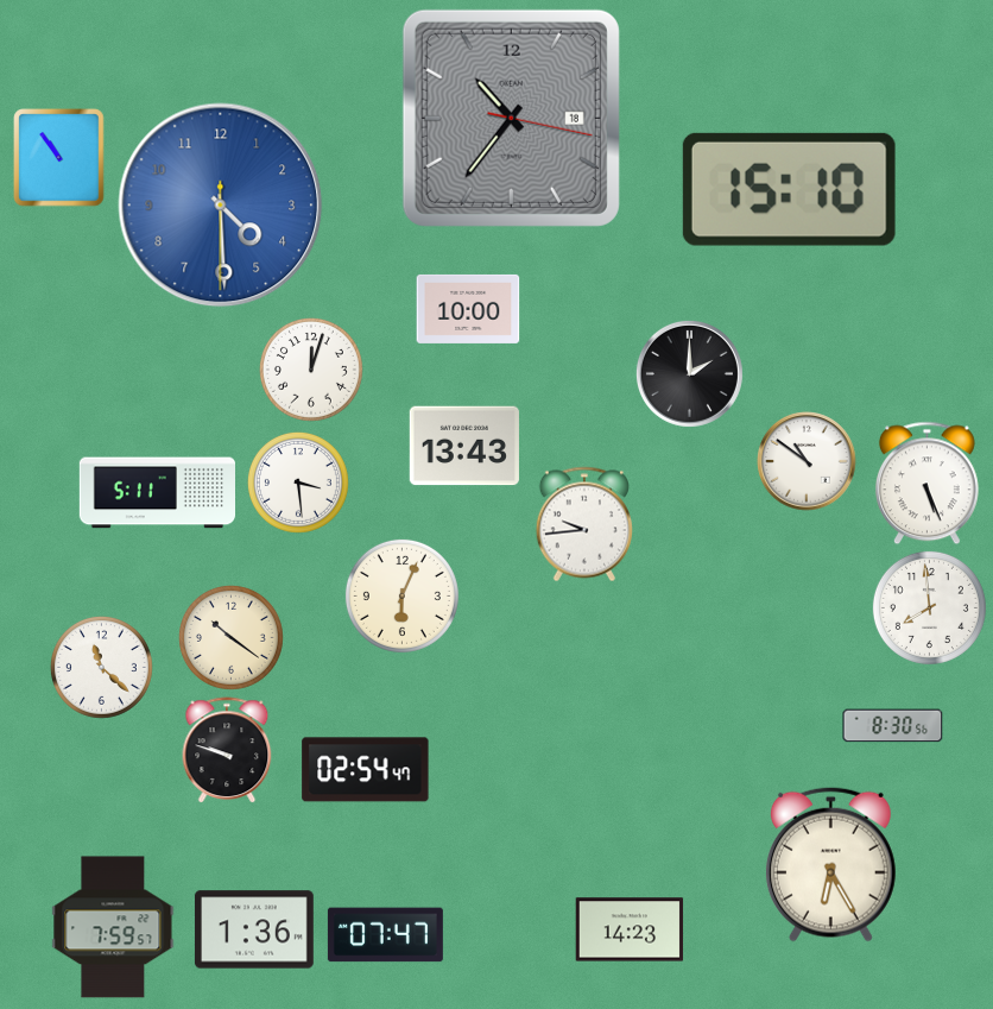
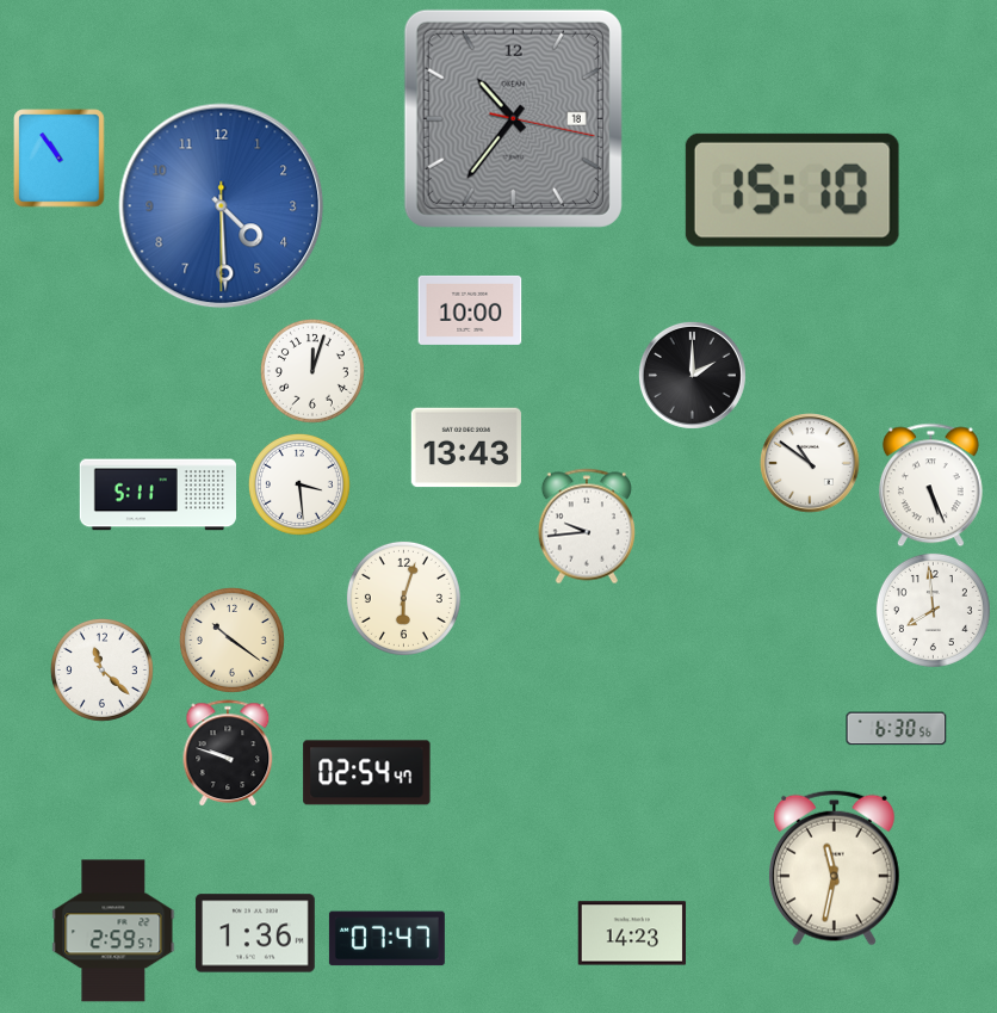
clock at (401, 595): 6:04 -> 6:03
clock at (893, 726): 8:30 -> 6:30
clock at (830, 864): 6:25 -> 11:32
clock at (113, 927): 7:59 -> 2:59
